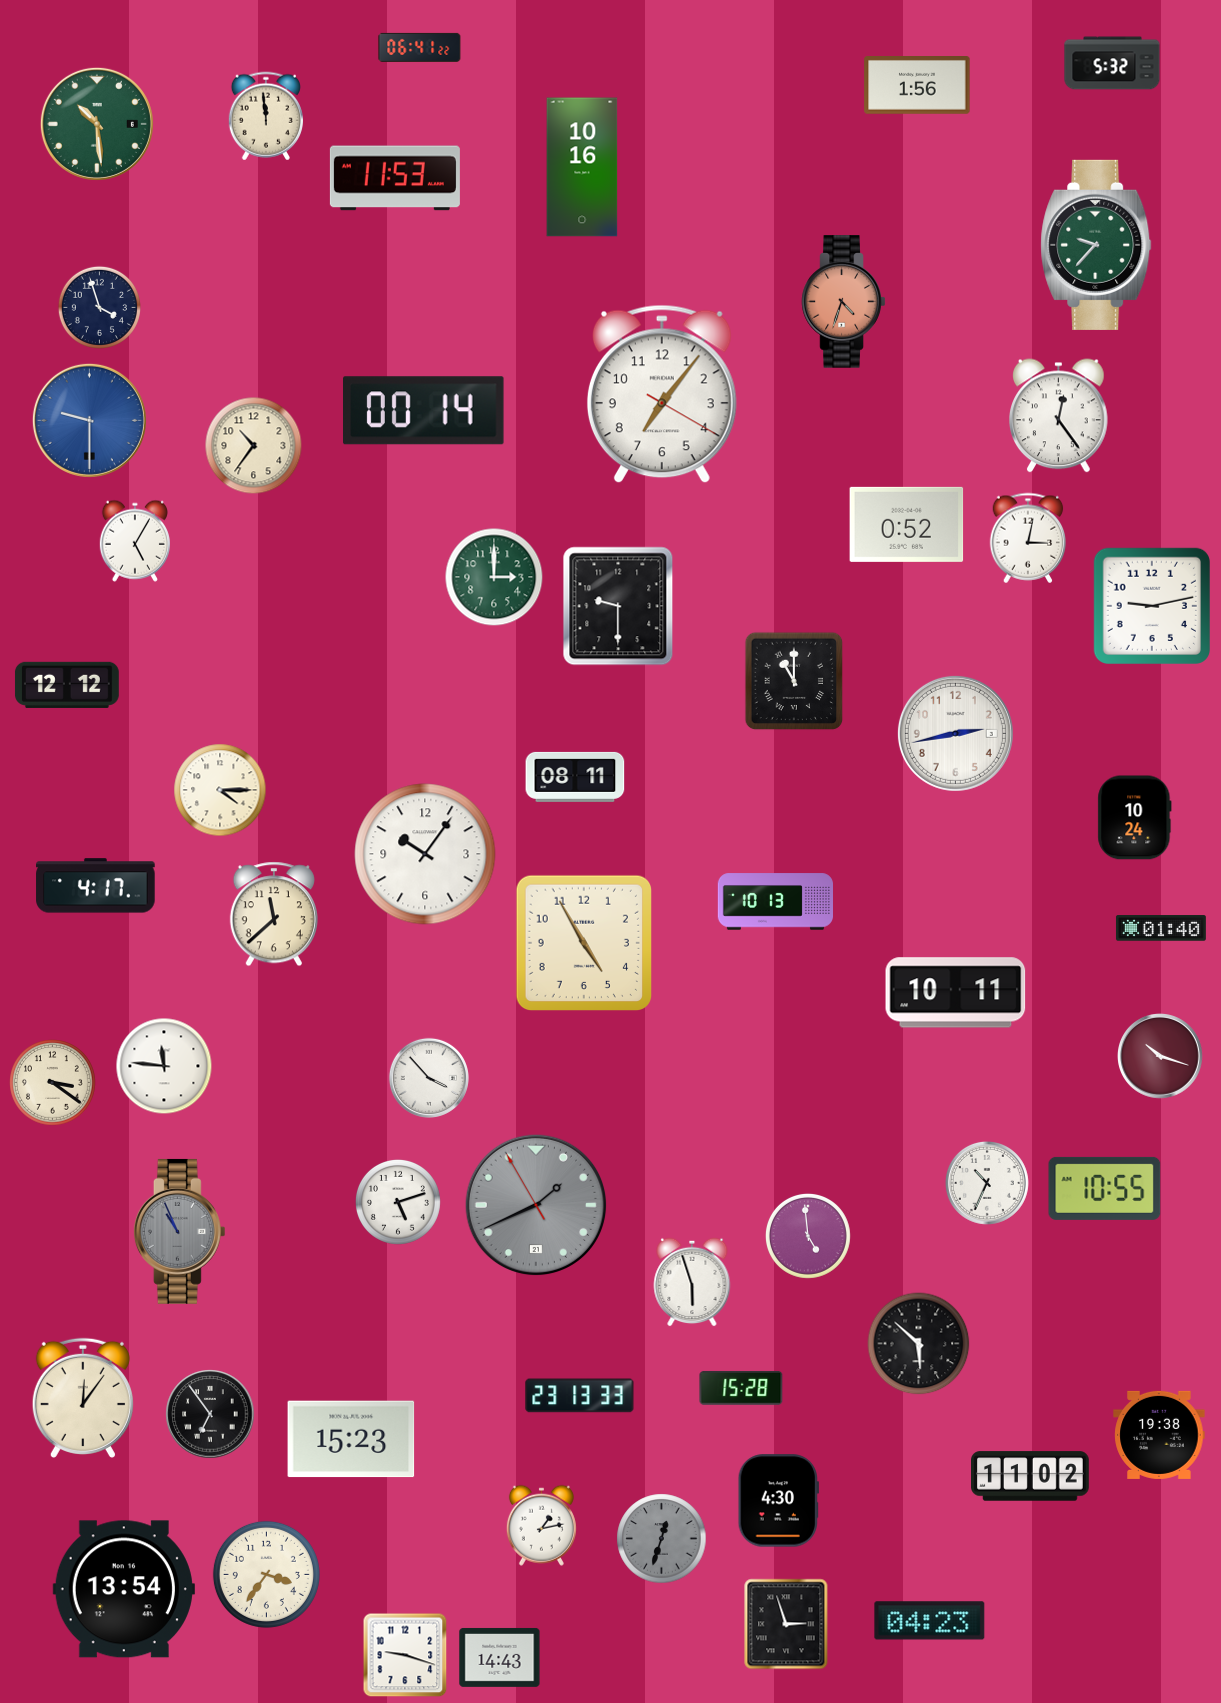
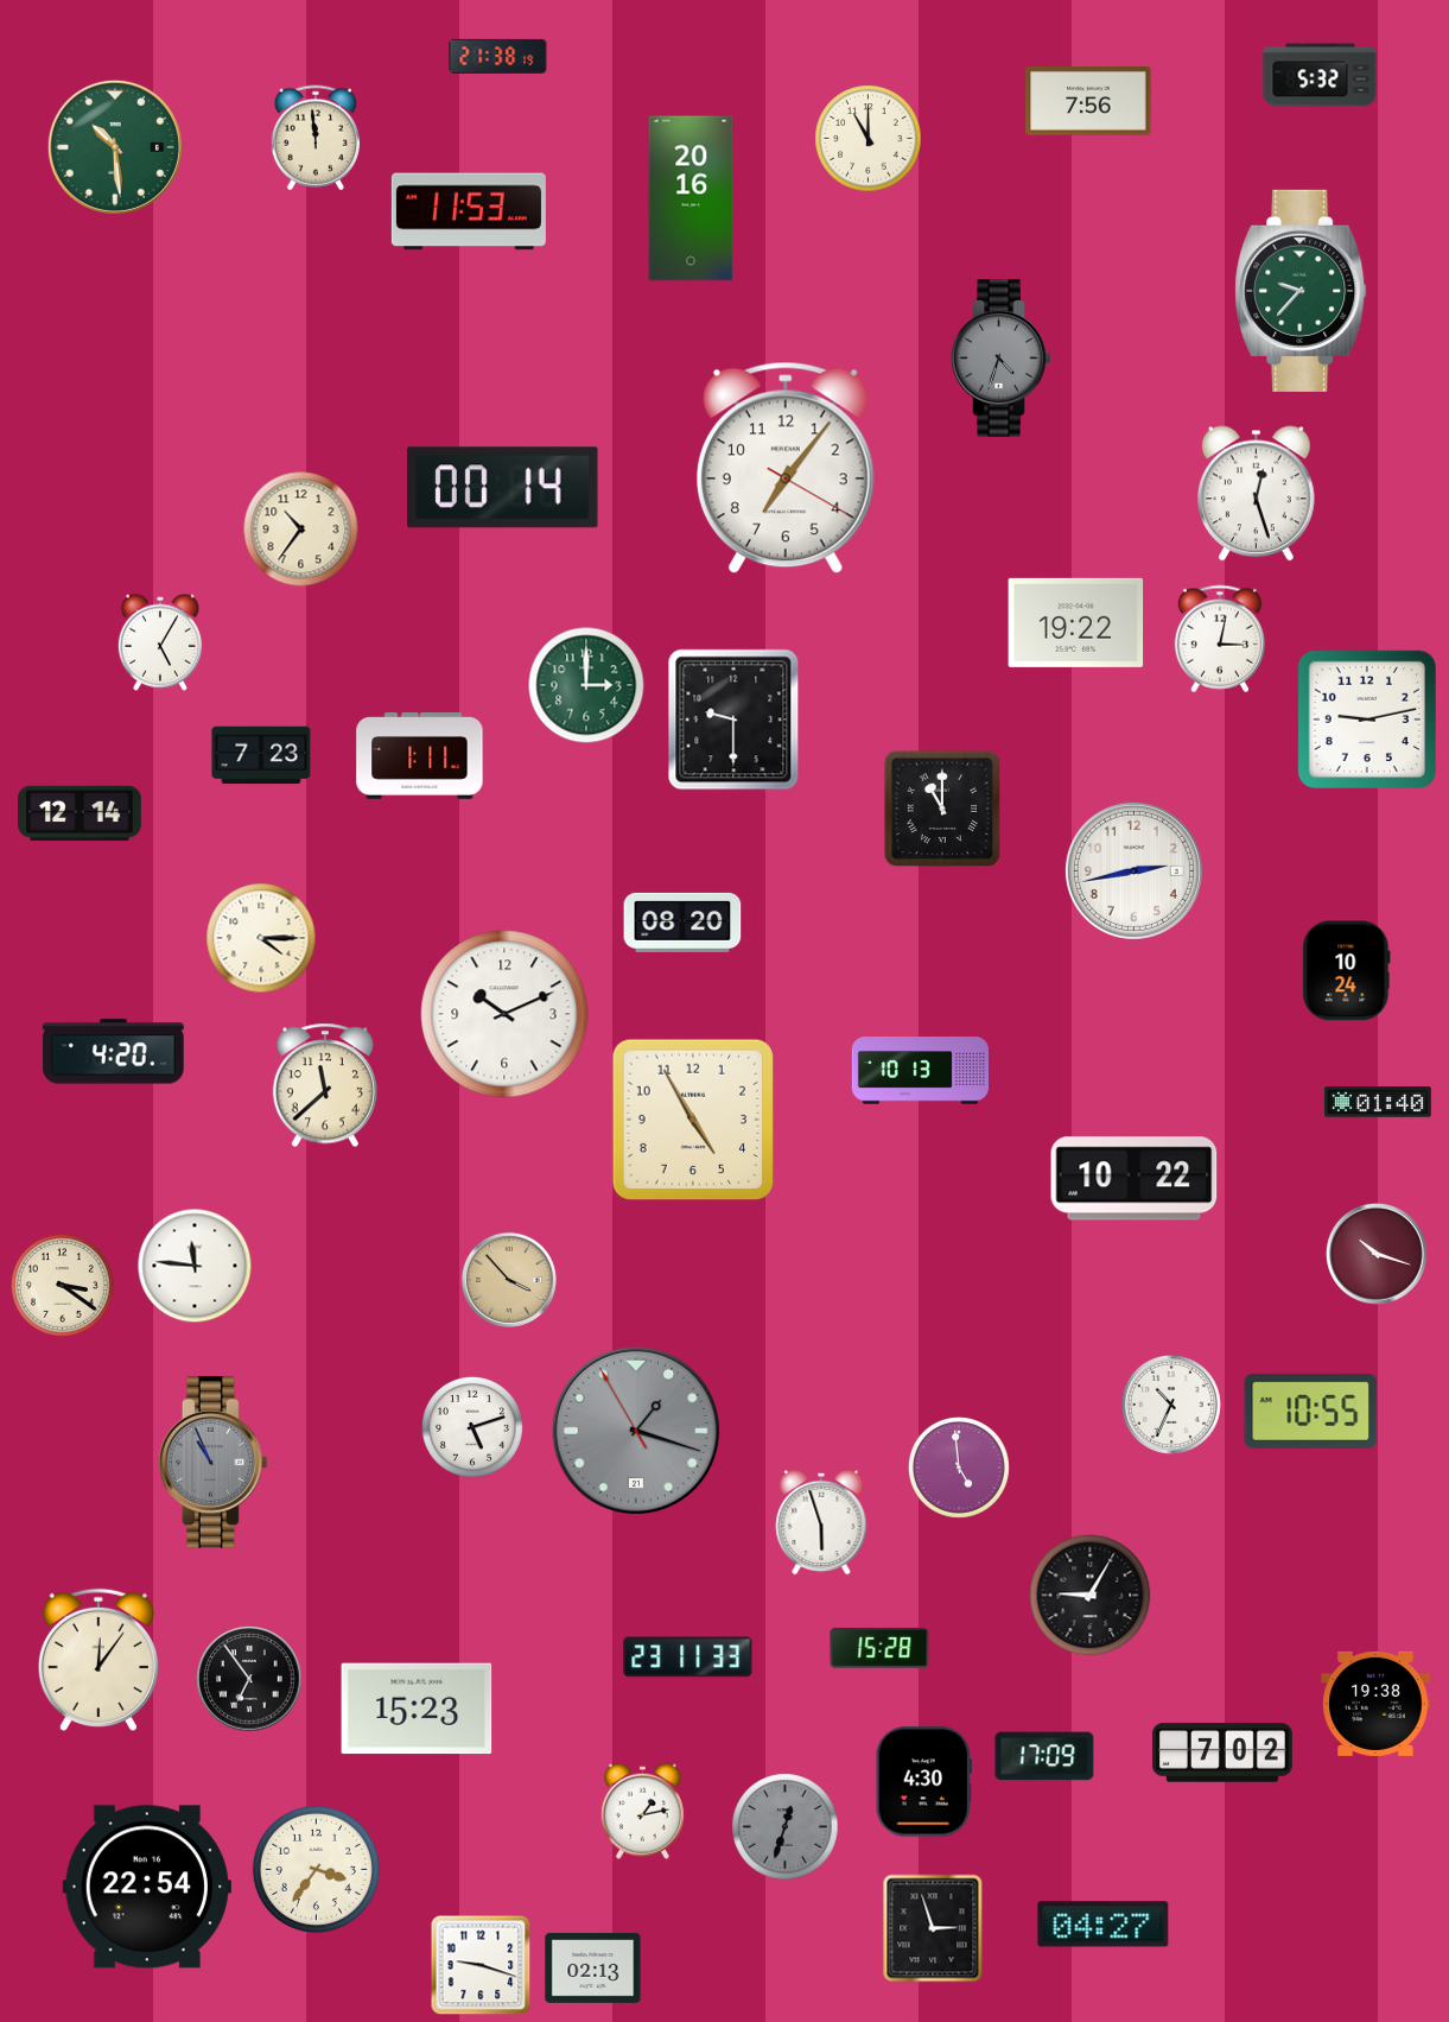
clock at (420, 47): 06:41 -> 21:38
clock at (917, 86): 1:56 -> 7:56
clock at (869, 139): none -> 11:00
clock at (582, 167): 10:16 -> 20:16
clock at (844, 302) dial: salmon -> grey
clock at (99, 307): 3:57 -> none
clock at (1059, 416): 12:24 -> 12:27
clock at (89, 420): 9:30 -> none
clock at (907, 524): 0:52 -> 19:22
clock at (261, 755): none -> 7:23
clock at (420, 755): none -> 1:11
clock at (67, 685): 12:12 -> 12:14
clock at (575, 777): 08:11 -> 08:20
clock at (425, 854): 10:06 -> 10:11
clock at (96, 886): 4:17 -> 4:20
clock at (956, 993): 10:11 -> 10:22
clock at (429, 1078) dial: white -> champagne
clock at (536, 1205): 1:40 -> 1:17
clock at (919, 1344): 5:52 -> 9:05
clock at (580, 1396): 23:13 -> 23:11
clock at (1031, 1476): 11:02 -> 7:02
clock at (1044, 1756): none -> 17:09
clock at (124, 1589): 13:54 -> 22:54
clock at (930, 1621): 04:23 -> 04:27
clock at (500, 1657): 14:43 -> 02:13
